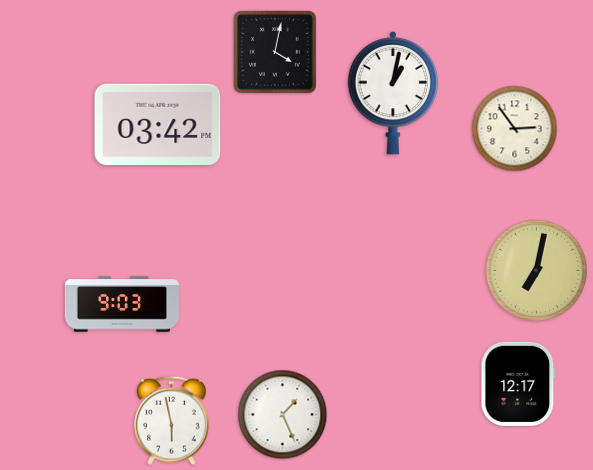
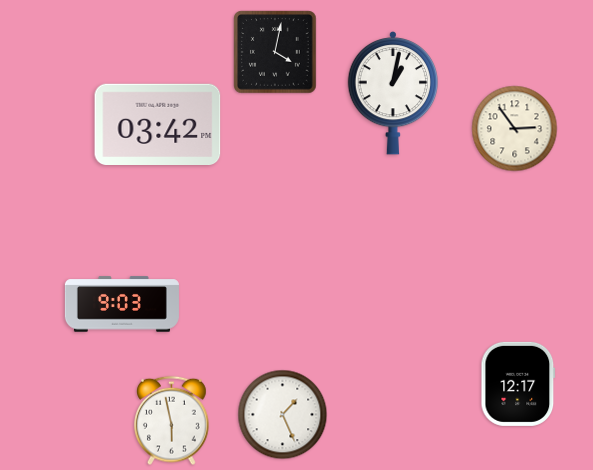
clock at (536, 270): 7:02 -> none
